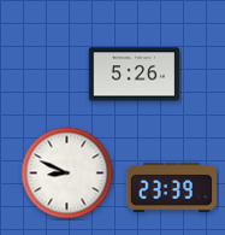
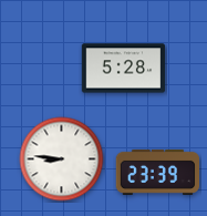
clock at (135, 75): 5:26 -> 5:28
clock at (67, 174): 8:49 -> 8:46
